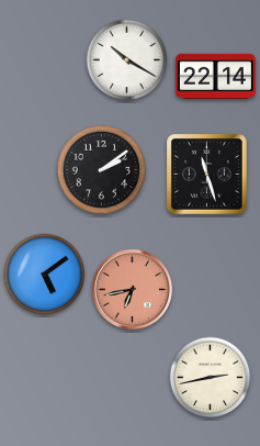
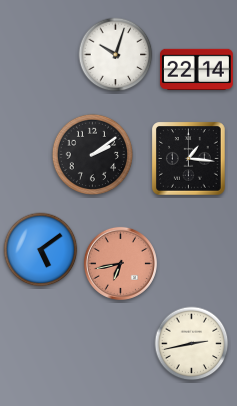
clock at (127, 60): 10:20 -> 10:03
clock at (207, 175): 11:27 -> 1:16
